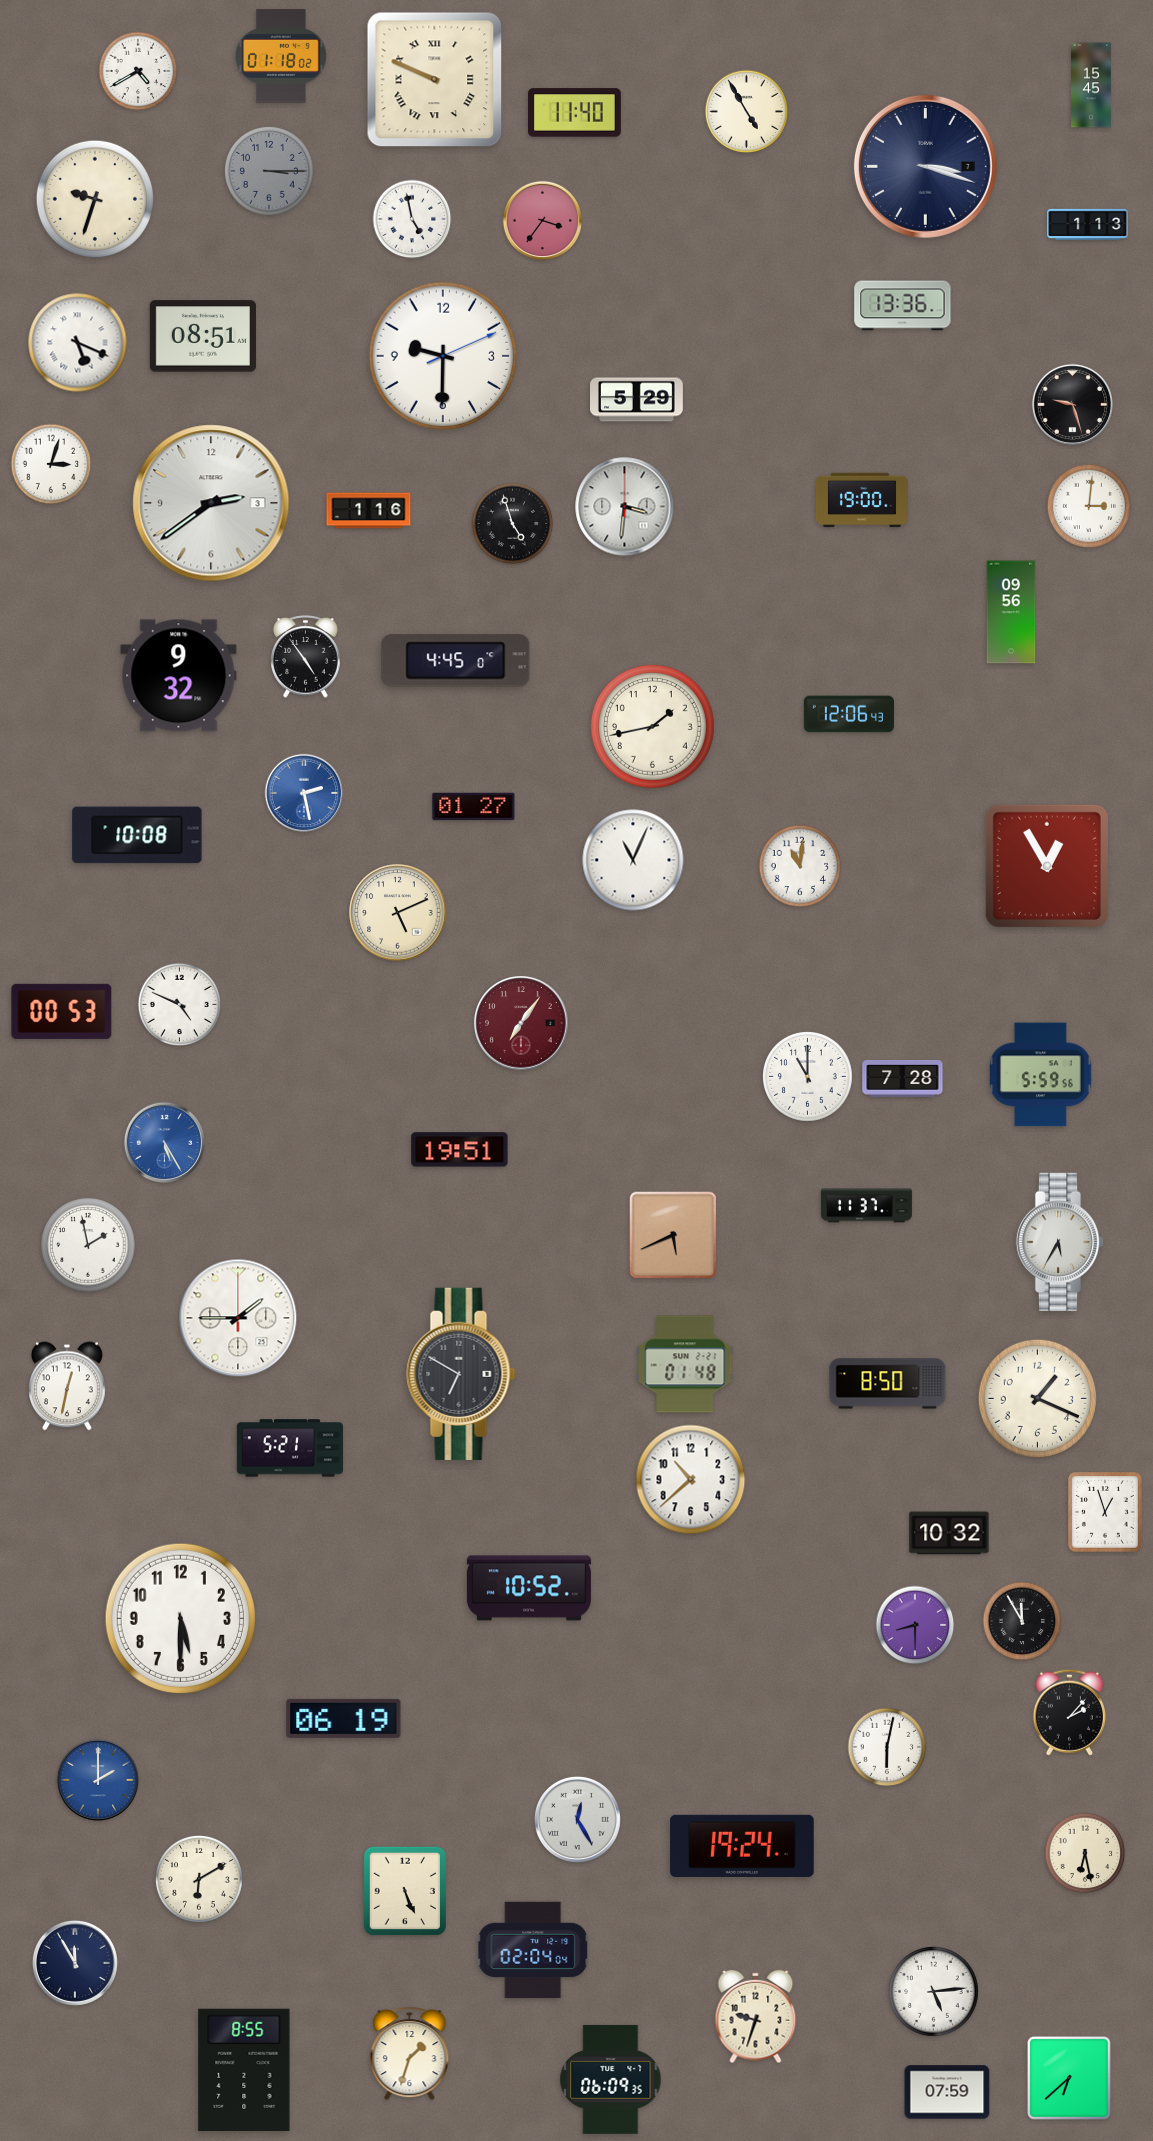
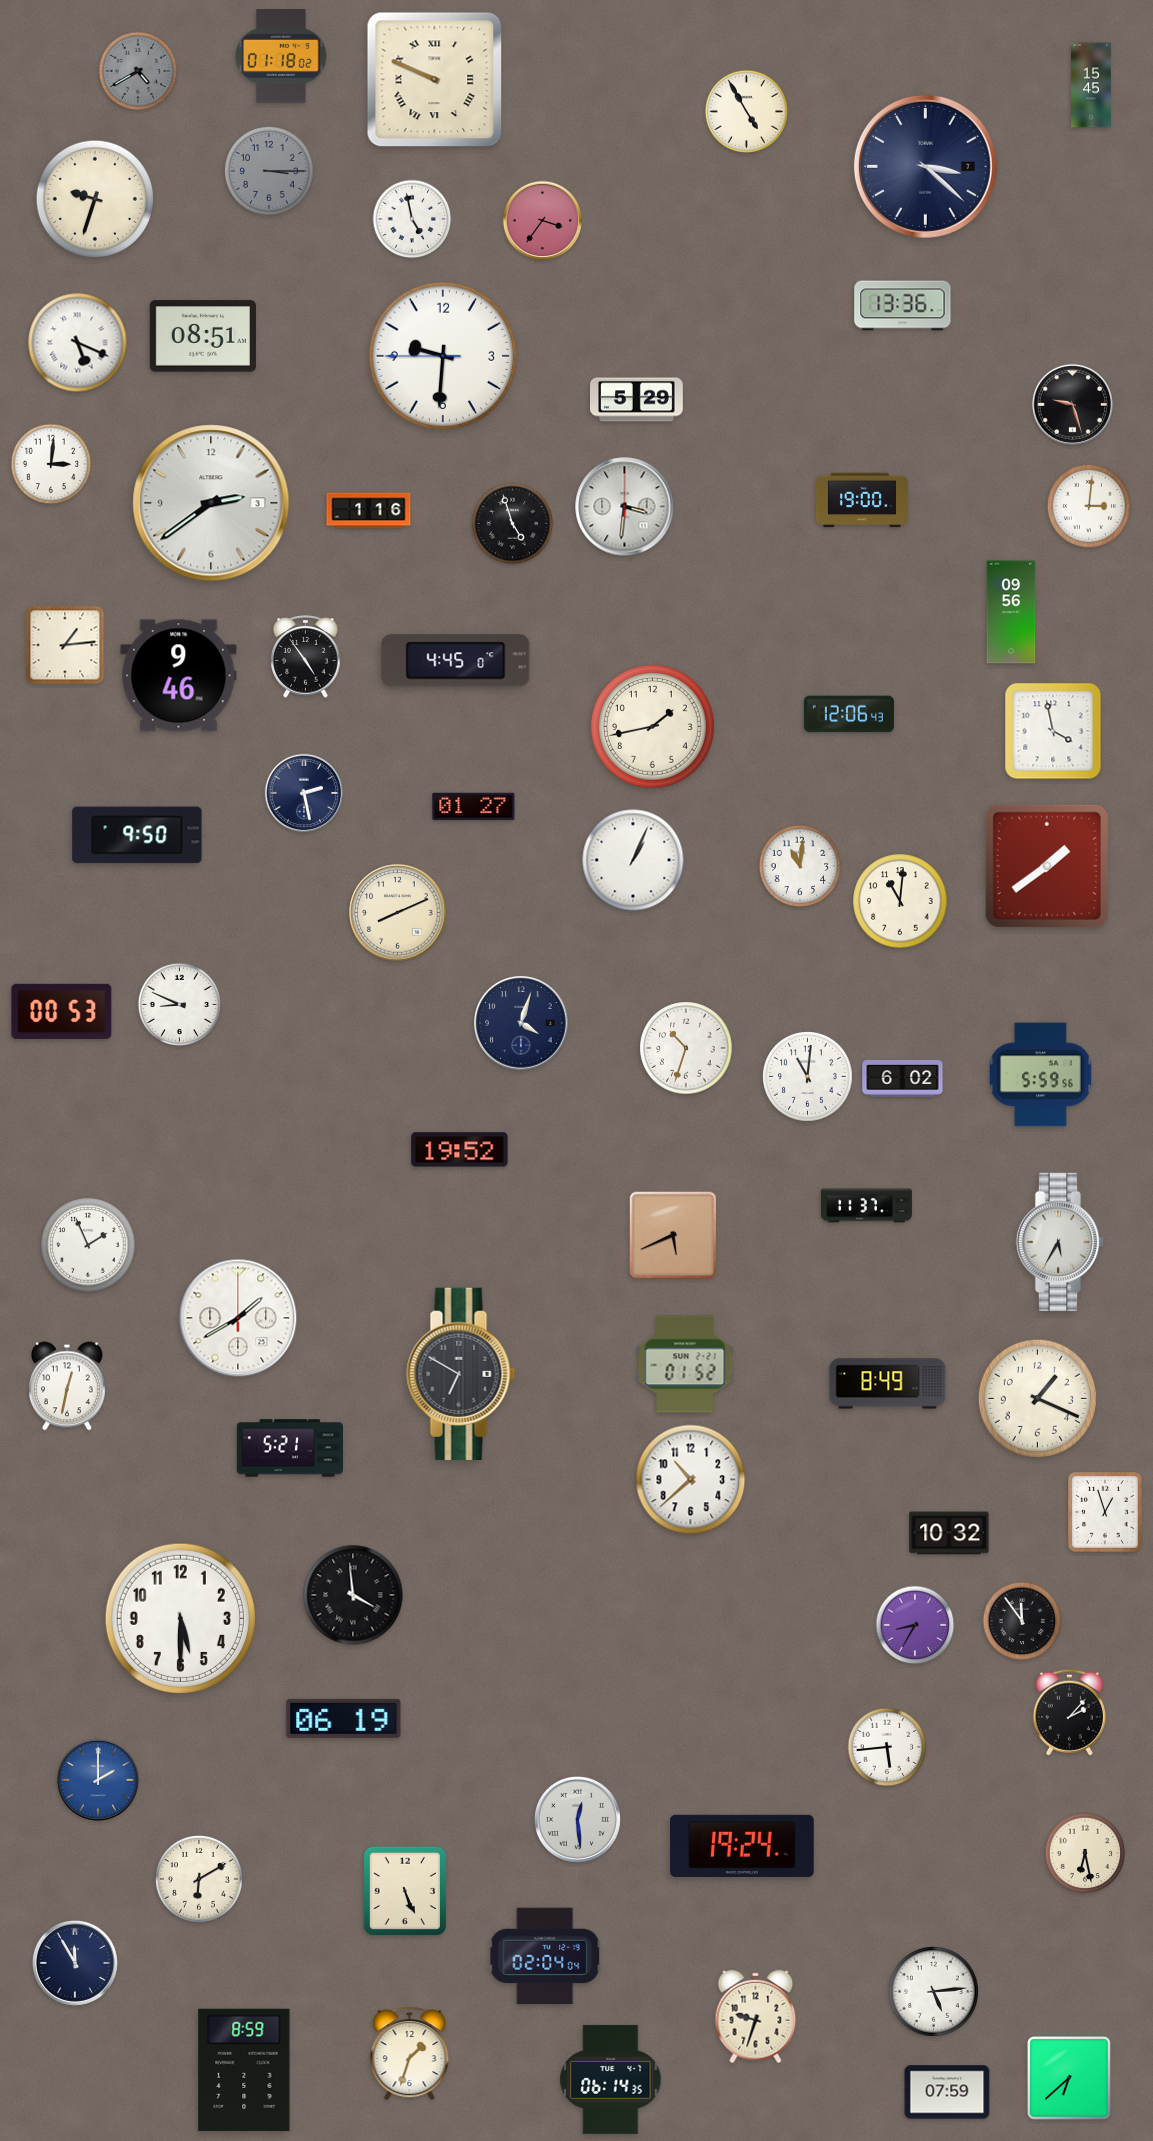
clock at (138, 71) dial: white -> grey
clock at (575, 113): 11:40 -> none
clock at (925, 166): 3:18 -> 3:22
clock at (1088, 224): 1:13 -> none
clock at (443, 356): 9:30:11 -> 9:30:45
clock at (51, 464): 3:03 -> 3:01
clock at (65, 645): none -> 1:14
clock at (179, 676): 9:32 -> 9:46
clock at (1053, 731): none -> 3:58
clock at (304, 793) dial: blue -> navy
clock at (137, 835): 10:08 -> 9:50
clock at (633, 860): 11:04 -> 1:04
clock at (1047, 866): 12:55 -> 1:39
clock at (900, 901): none -> 11:01
clock at (398, 913): 5:11 -> 8:11
clock at (180, 1005): 4:49 -> 8:49
clock at (521, 1023): 7:06 -> 4:03
clock at (521, 1023) dial: burgundy -> navy
clock at (686, 1048): none -> 10:33
clock at (808, 1077): 11:00 -> 11:01
clock at (903, 1079): 7:28 -> 6:02
clock at (164, 1142): 5:25 -> none
clock at (460, 1150): 19:51 -> 19:52
clock at (88, 1245): 1:58 -> 1:56
clock at (238, 1318): 1:45 -> 1:40
clock at (685, 1364): 01:48 -> 01:52
clock at (888, 1384): 8:50 -> 8:49
clock at (529, 1588): 10:52 -> none
clock at (353, 1595): none -> 3:59
clock at (1022, 1621): 11:55 -> 11:54
clock at (915, 1625): 8:30 -> 8:35
clock at (887, 1747): 6:02 -> 5:44
clock at (577, 1819): 12:25 -> 12:29
clock at (533, 1950) position: (533, 1950) -> (545, 1956)
clock at (244, 2070): 8:55 -> 8:59
clock at (611, 2079): 06:09 -> 06:14
